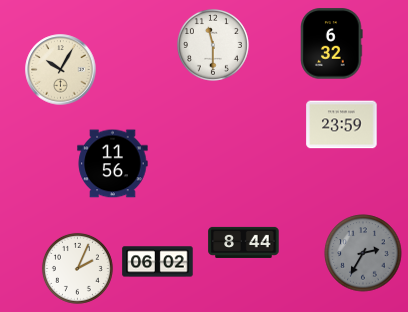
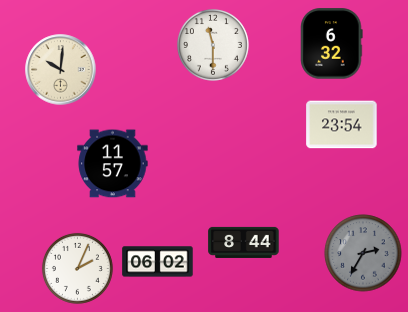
clock at (61, 70): 10:05 -> 10:01
clock at (342, 125): 23:59 -> 23:54
clock at (113, 164): 11:56 -> 11:57
